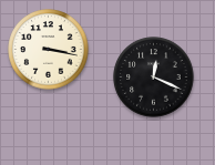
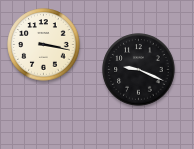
clock at (154, 78): 12:19 -> 9:19
